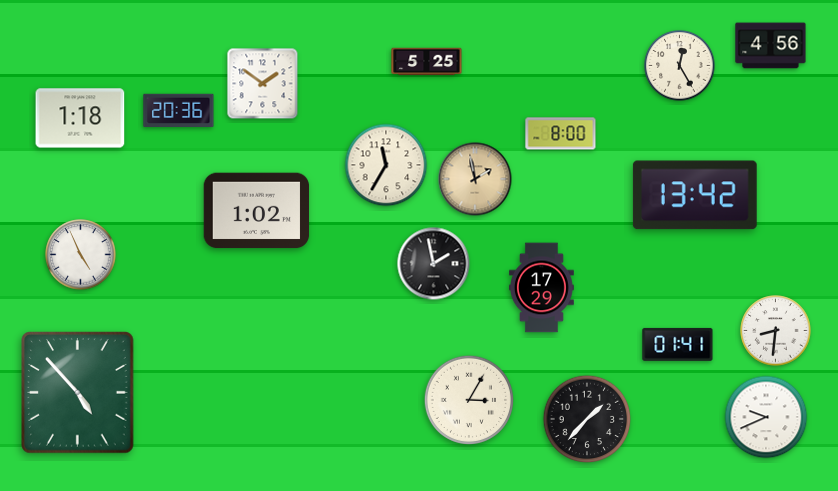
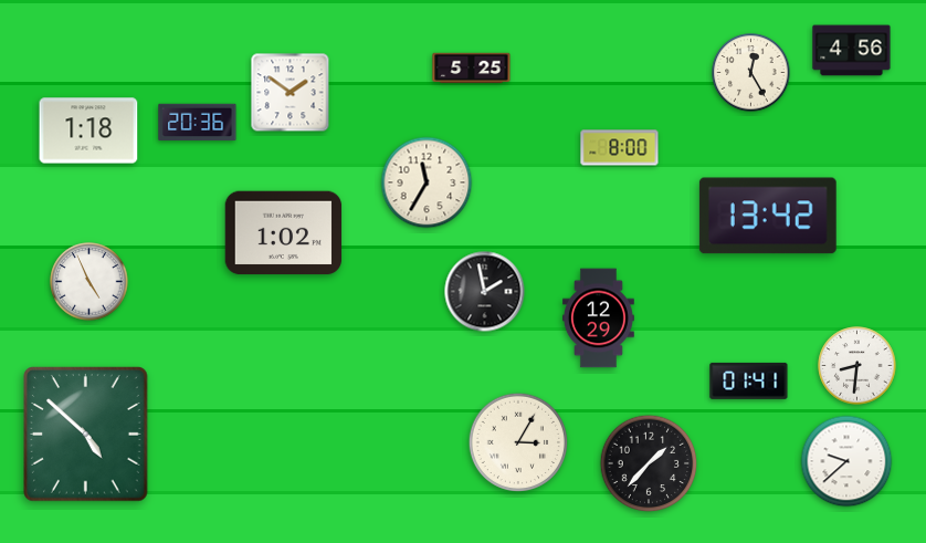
clock at (475, 179): 1:58 -> none
clock at (434, 264) position: (434, 264) -> (485, 292)
clock at (542, 288): 17:29 -> 12:29
clock at (78, 393): 4:53 -> 4:52
clock at (766, 417): 9:41 -> 9:38
